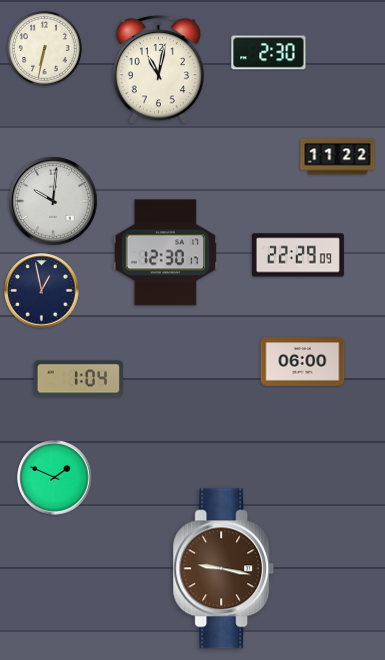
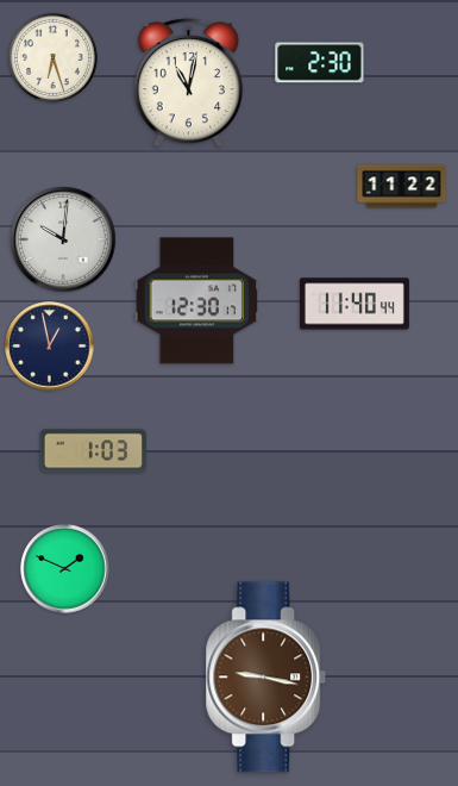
clock at (44, 48): 6:32 -> 6:27
clock at (298, 255): 22:29 -> 11:40
clock at (303, 362): 06:00 -> none
clock at (78, 379): 1:04 -> 1:03
